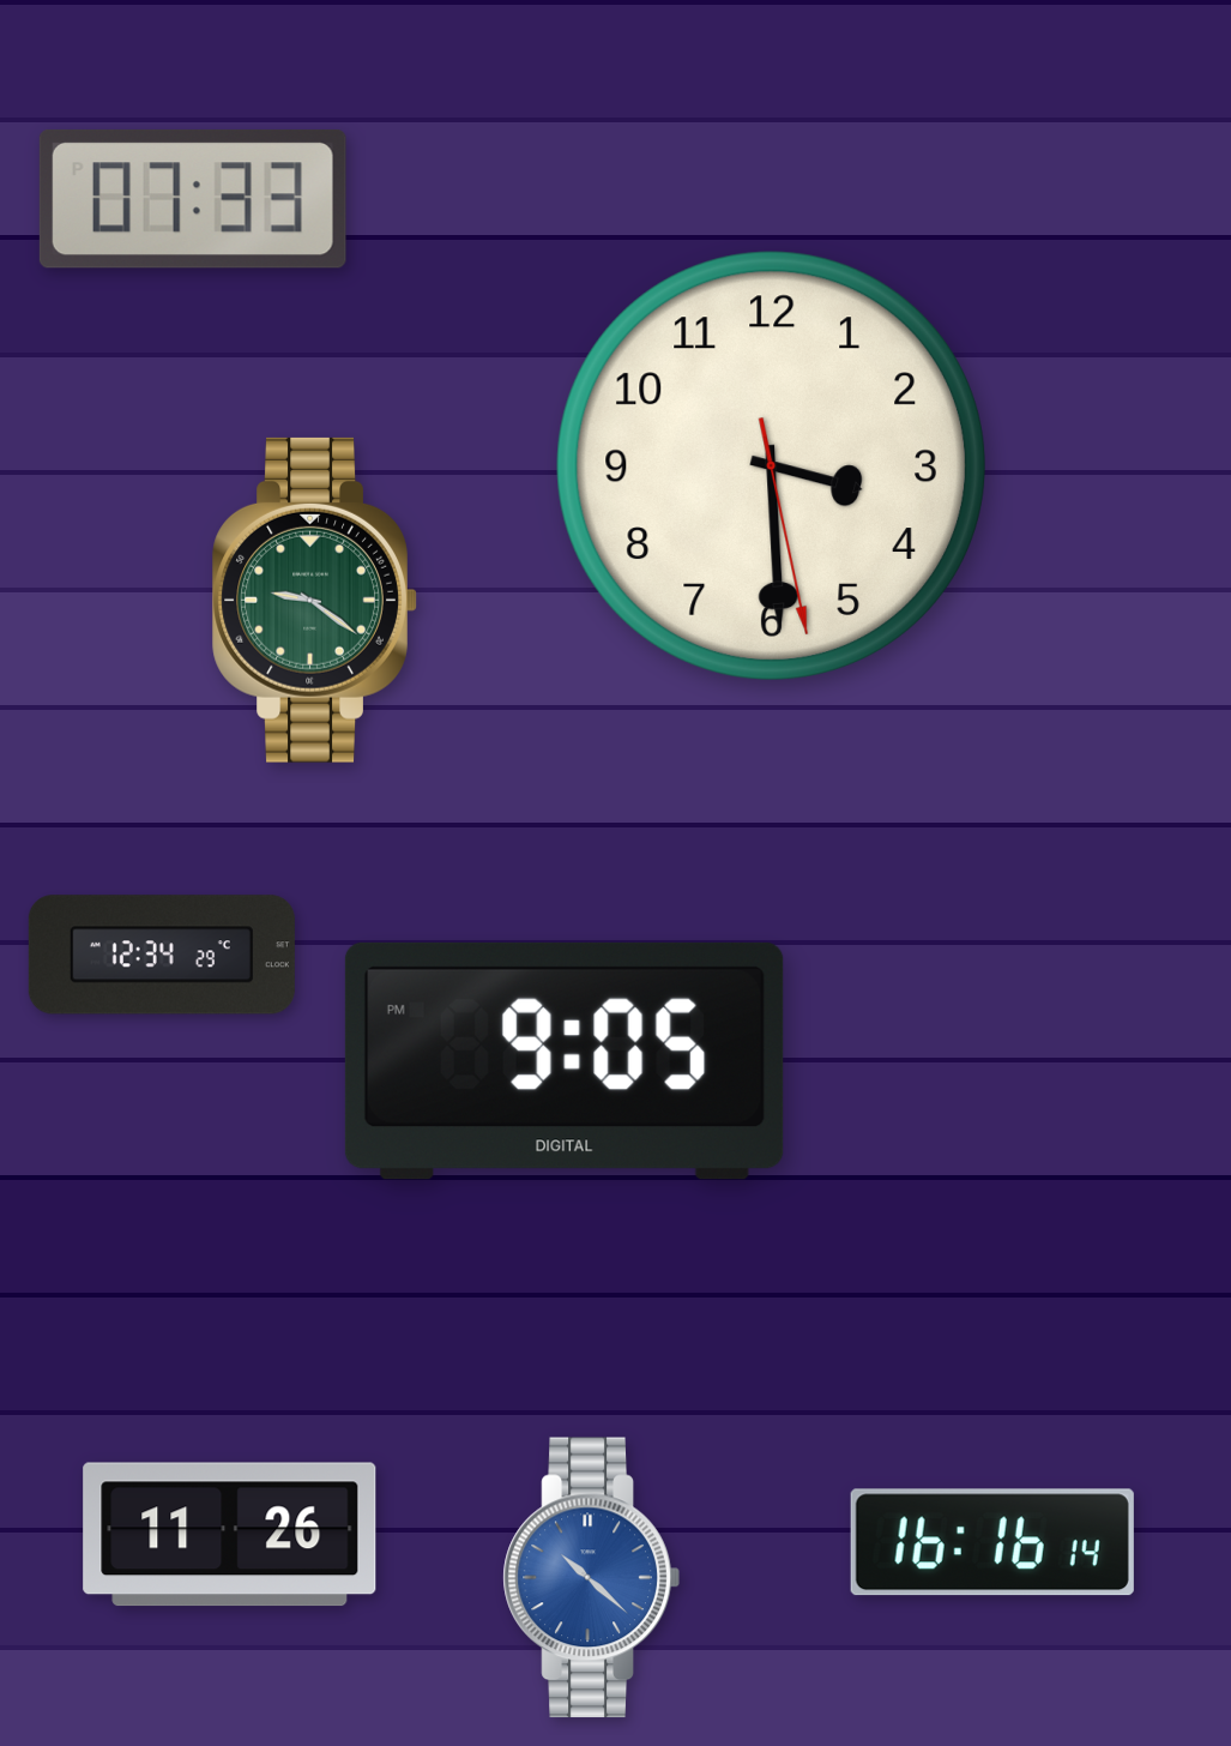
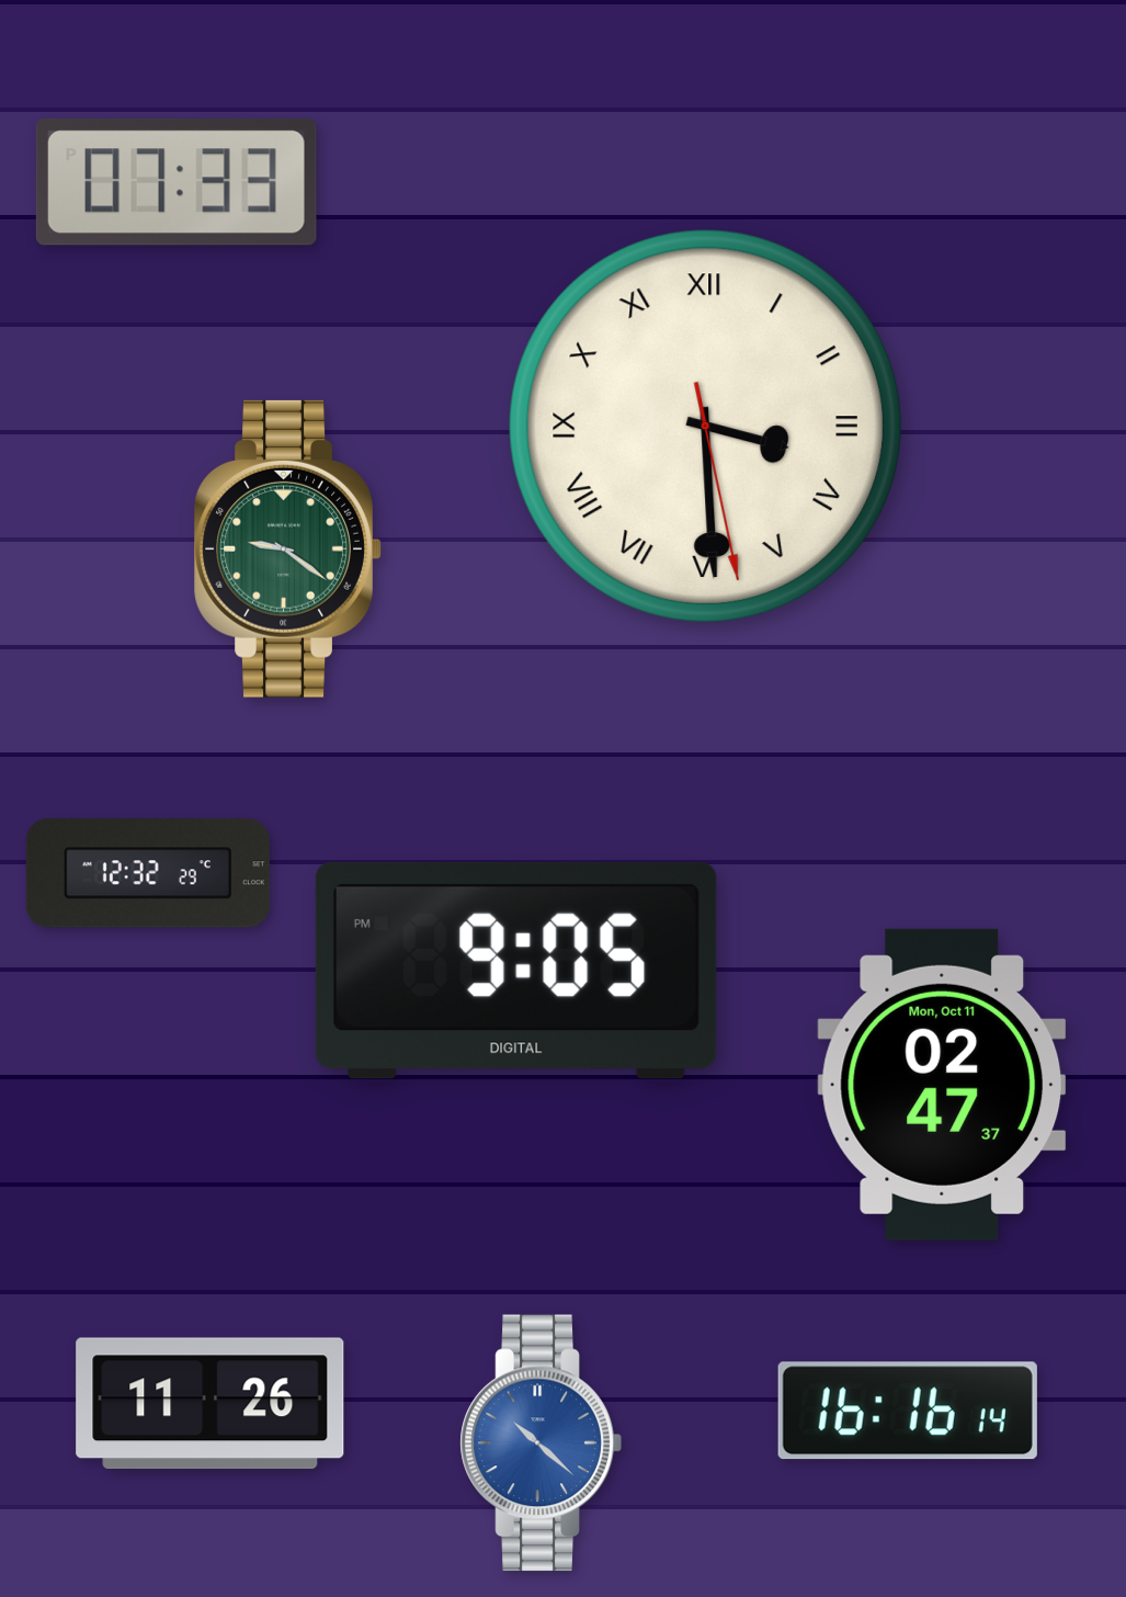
clock at (771, 465) numerals: Arabic -> Roman
clock at (162, 955): 12:34 -> 12:32
clock at (942, 1085): none -> 02:47
